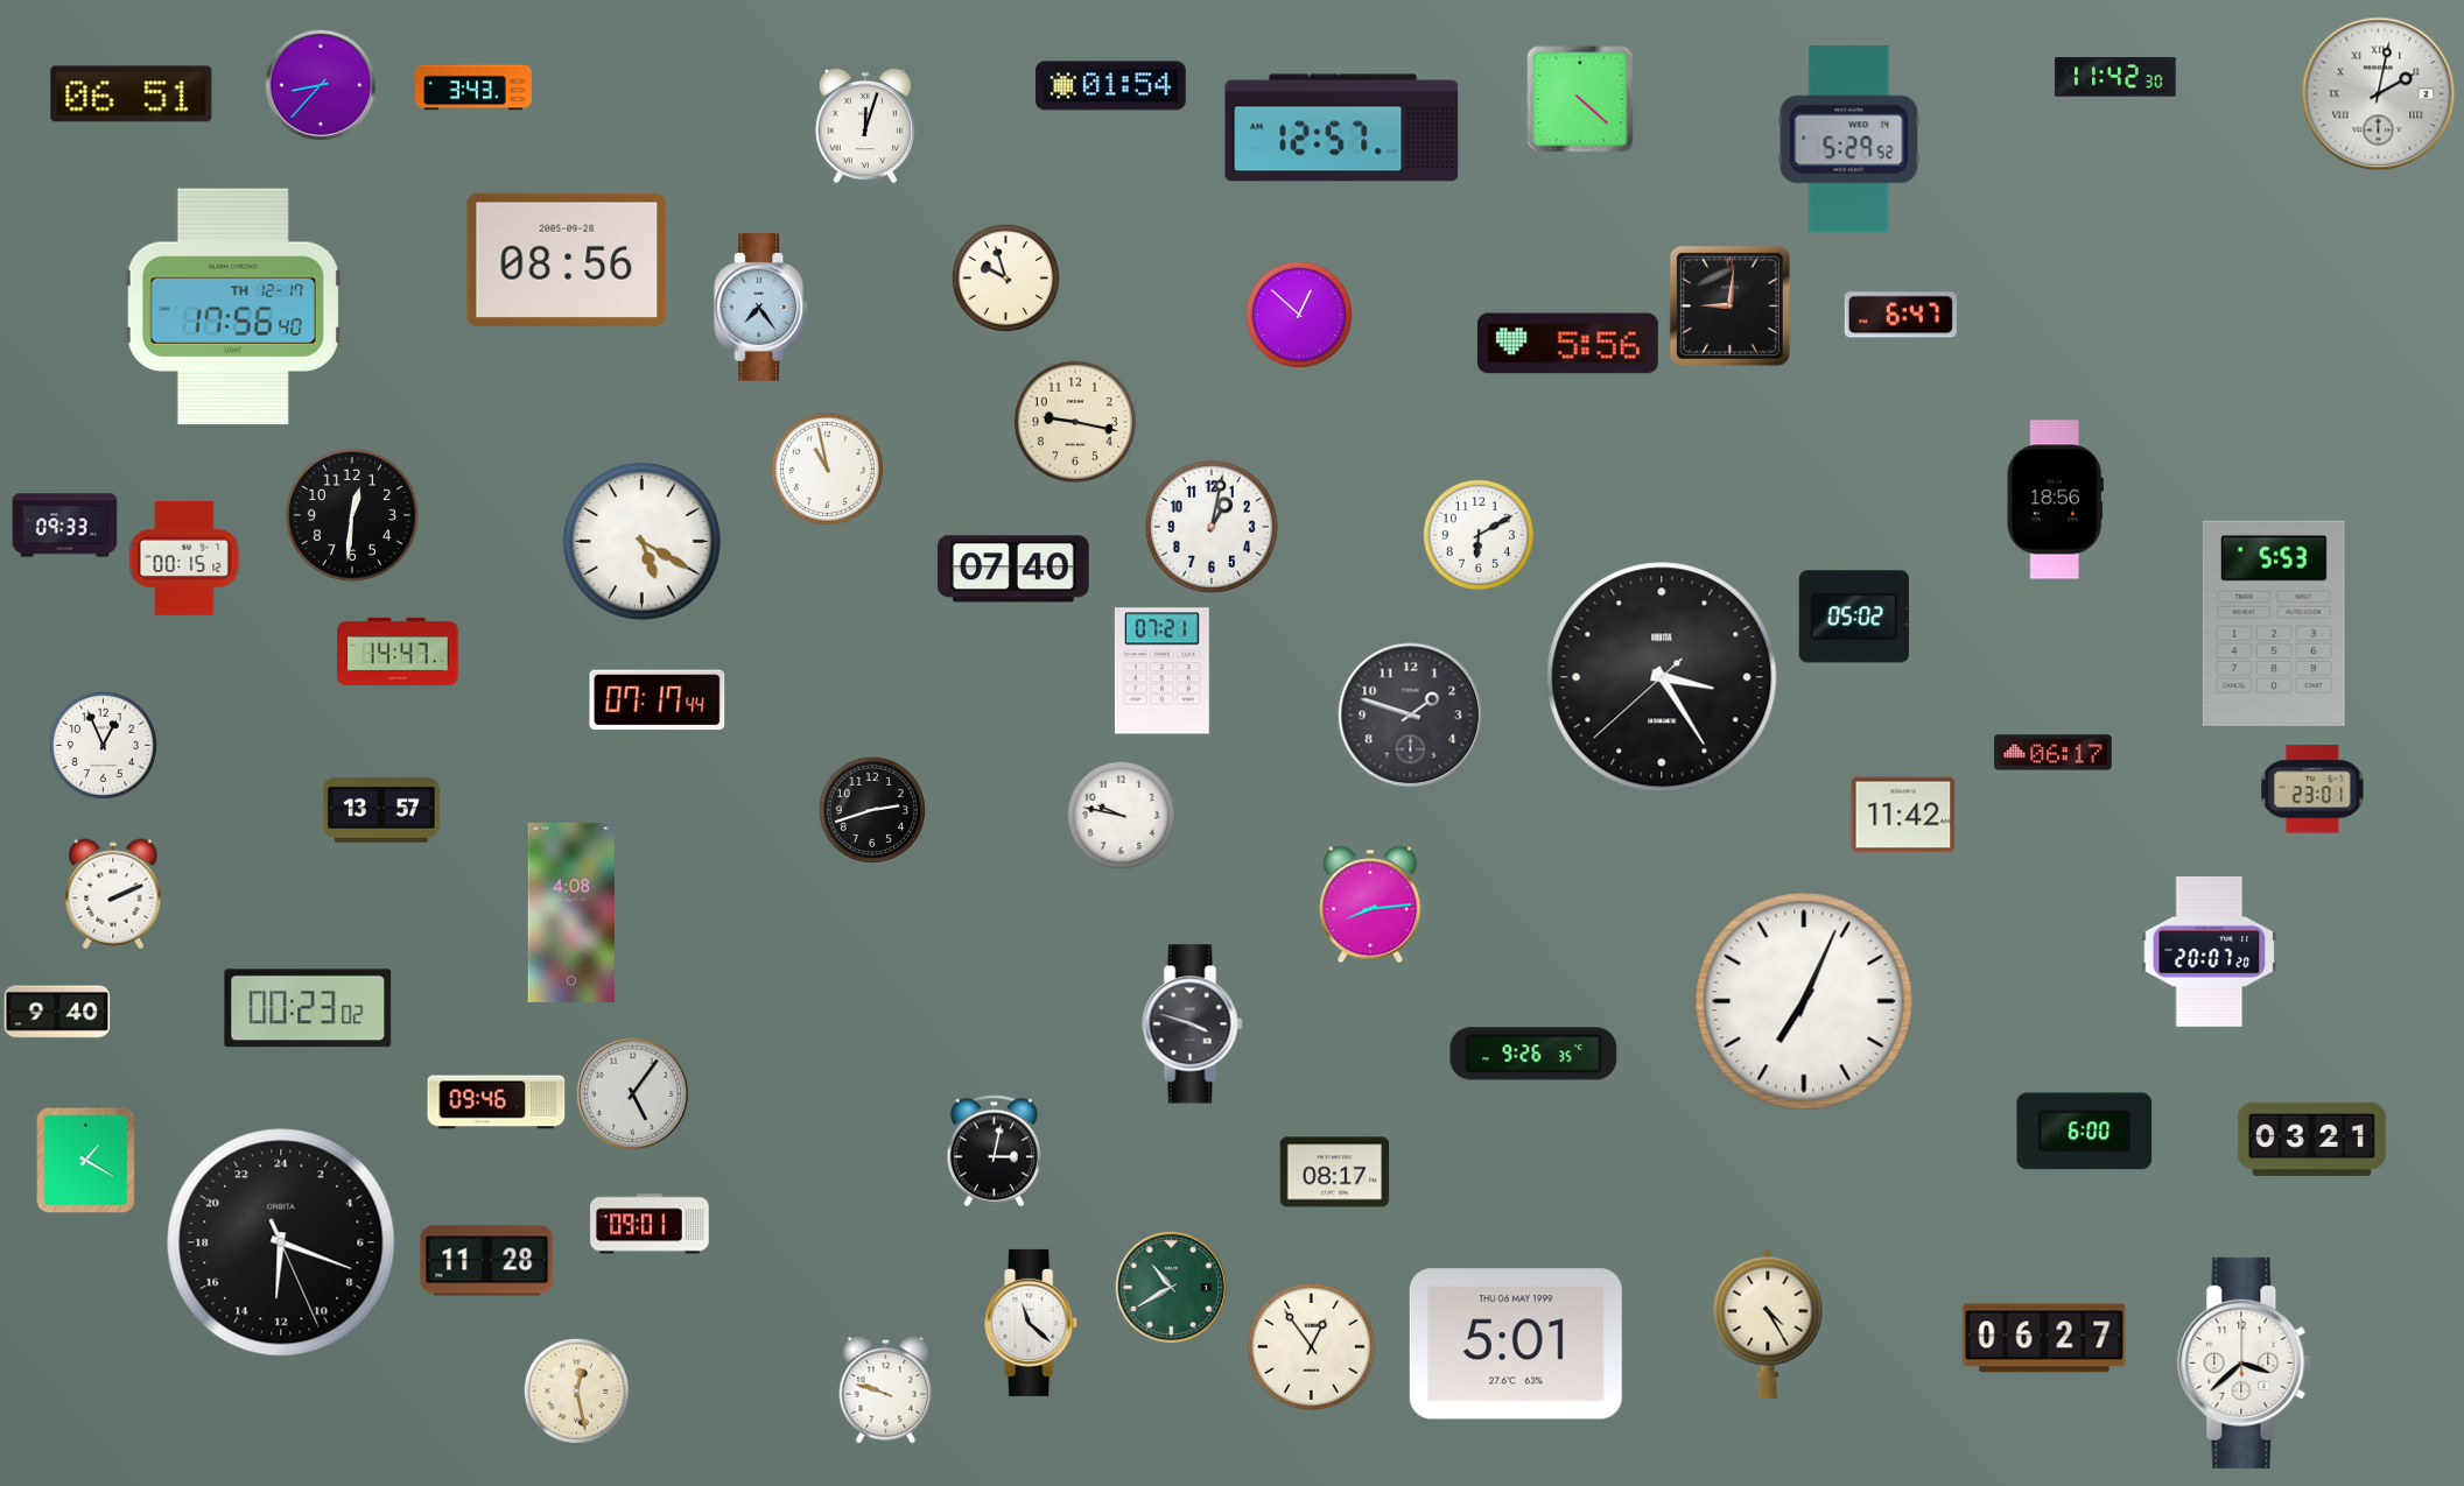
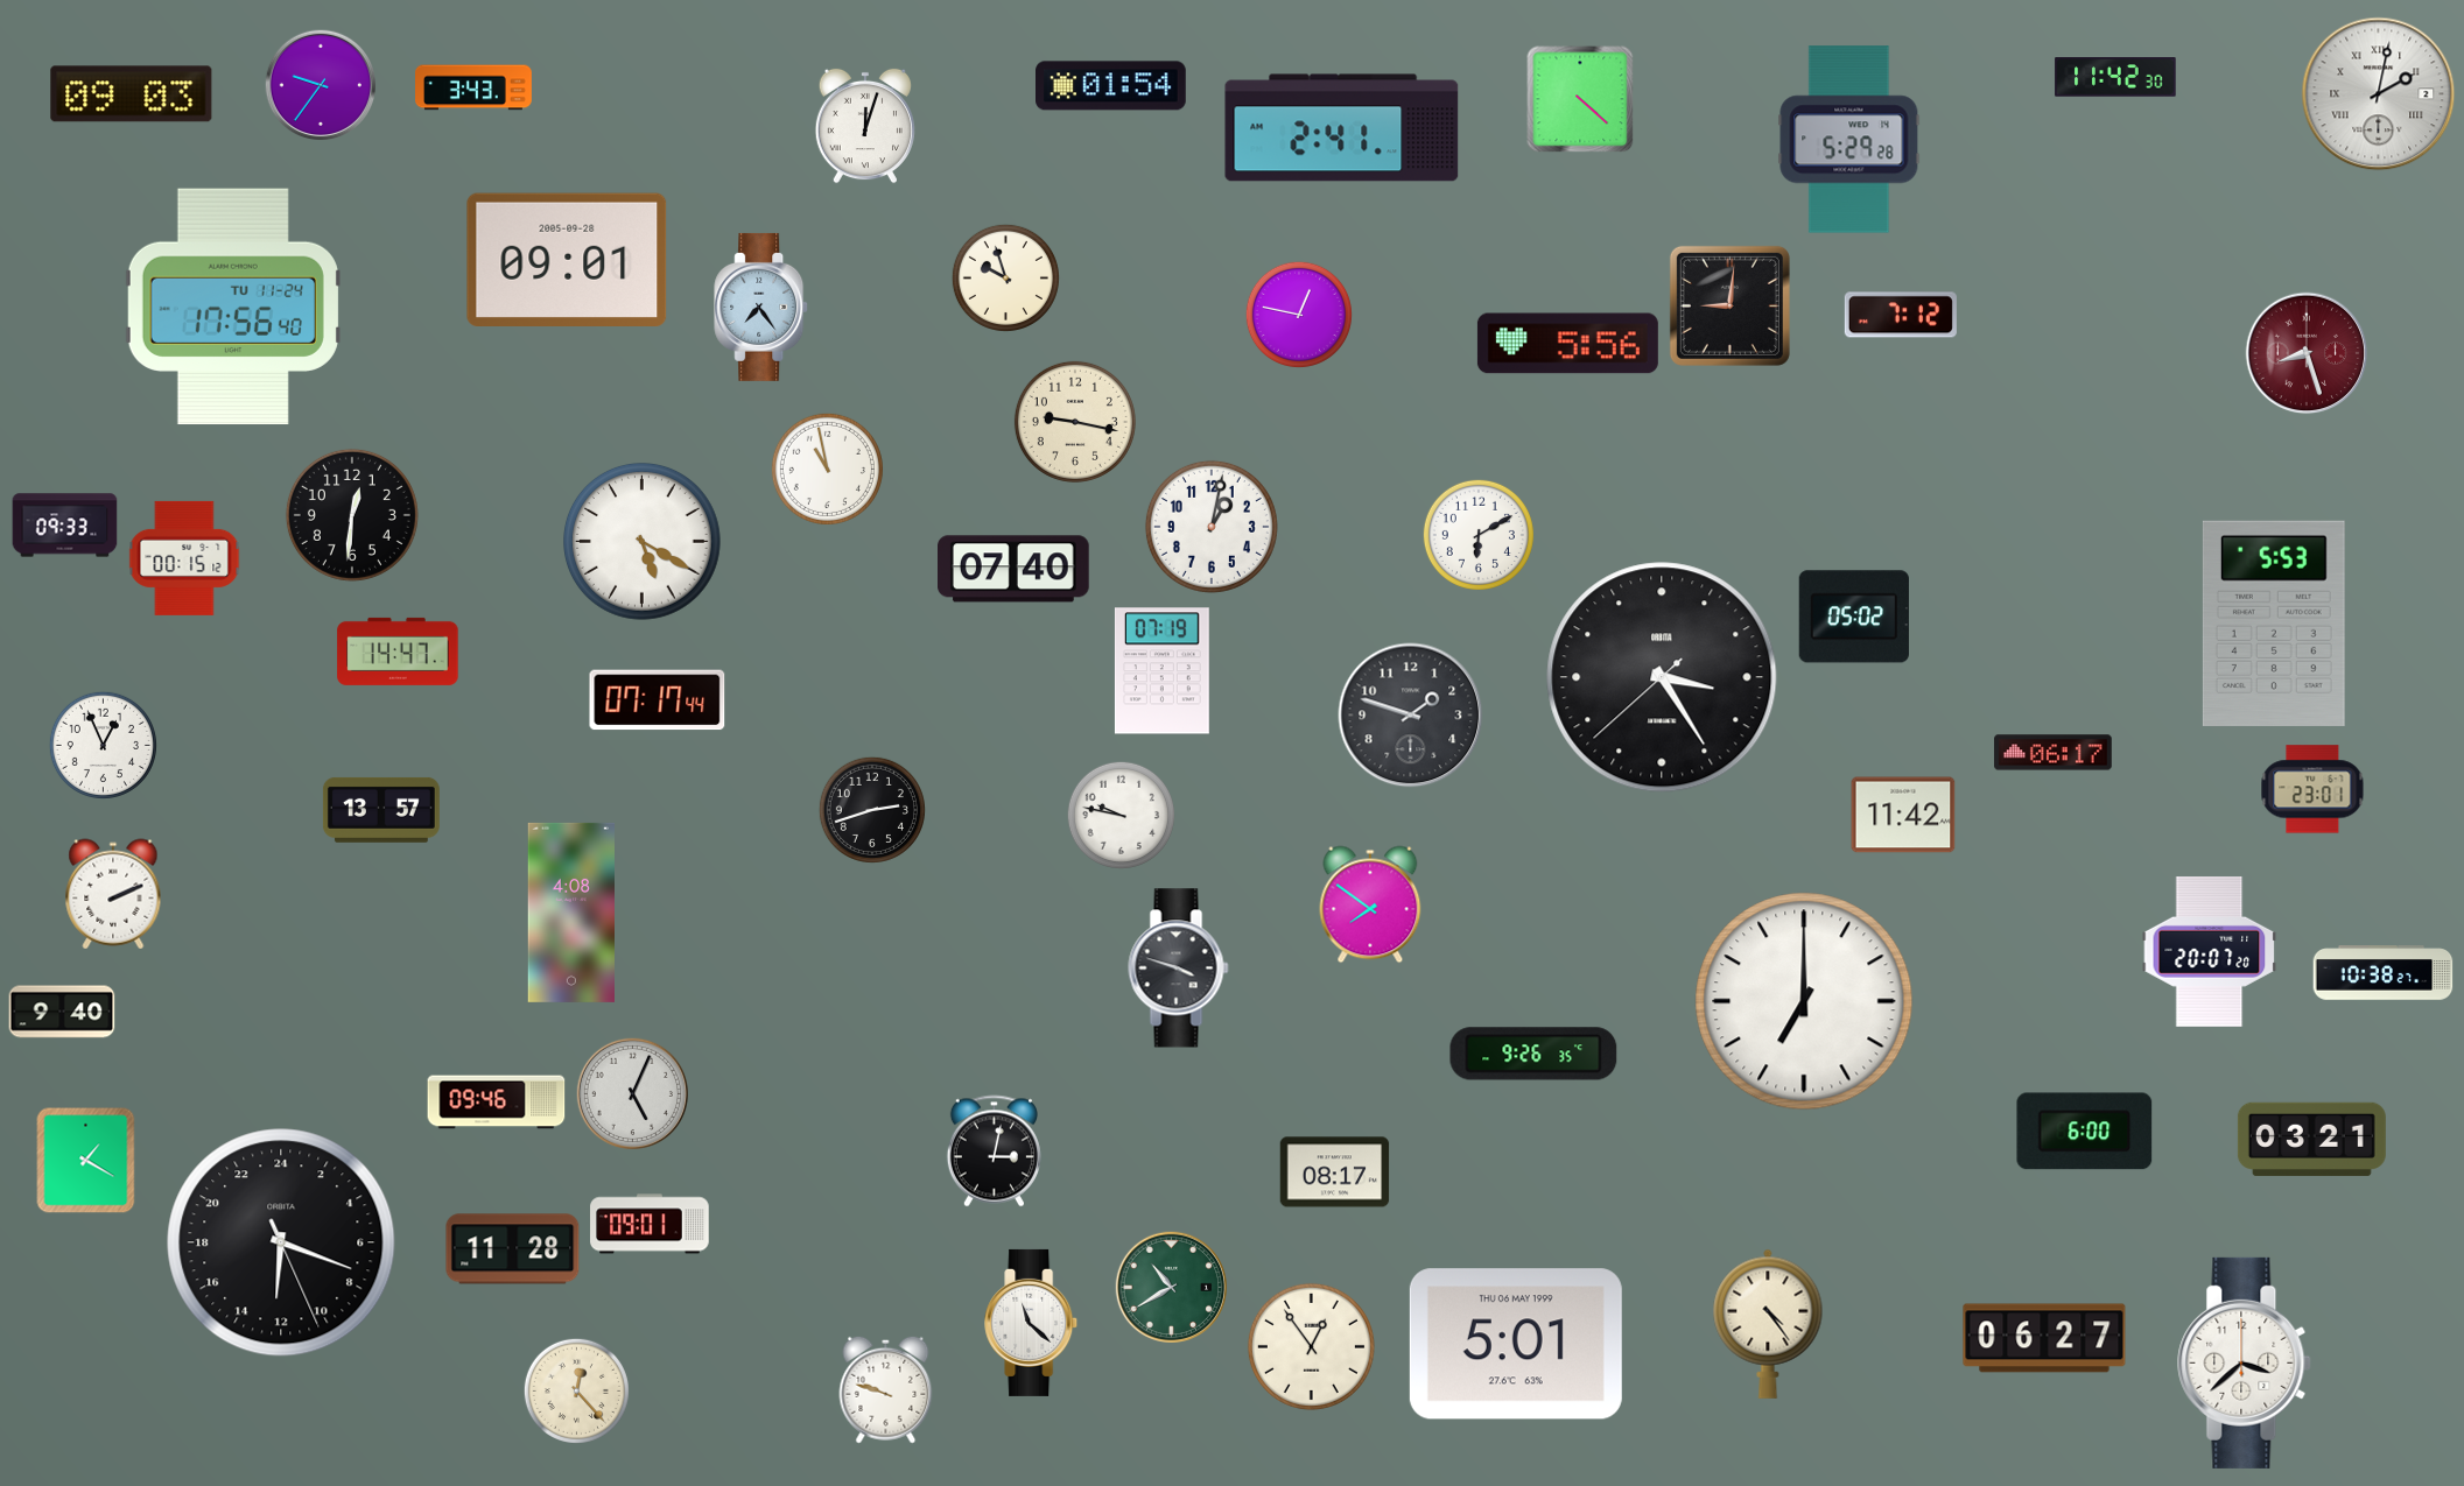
clock at (320, 84): 8:37 -> 9:36
clock at (132, 94): 06:51 -> 09:03
clock at (1342, 128): 12:57 -> 2:41
clock at (1849, 140): 5:29:52 -> 5:29:28
clock at (567, 259): 08:56 -> 09:01
clock at (233, 307) date: TH 12-17 -> TU 11-24
clock at (1299, 315): 12:52 -> 12:47
clock at (1901, 315): 6:47 -> 7:12
clock at (2307, 353): none -> 8:27
clock at (2055, 500): 18:56 -> none
clock at (1161, 671): 07:21 -> 07:19
clock at (1370, 904): 8:14 -> 7:51
clock at (2384, 973): none -> 10:38
clock at (1804, 1001): 7:04 -> 7:00
clock at (308, 1008): 00:23 -> none
clock at (57, 1012) position: (57, 1012) -> (62, 1012)
clock at (1193, 1024) position: (1193, 1024) -> (1179, 969)
clock at (632, 1093): 5:06 -> 5:04
clock at (487, 1261) position: (487, 1261) -> (513, 1249)
clock at (1768, 1324): 4:25 -> 4:24
clock at (576, 1390): 12:28 -> 12:23
